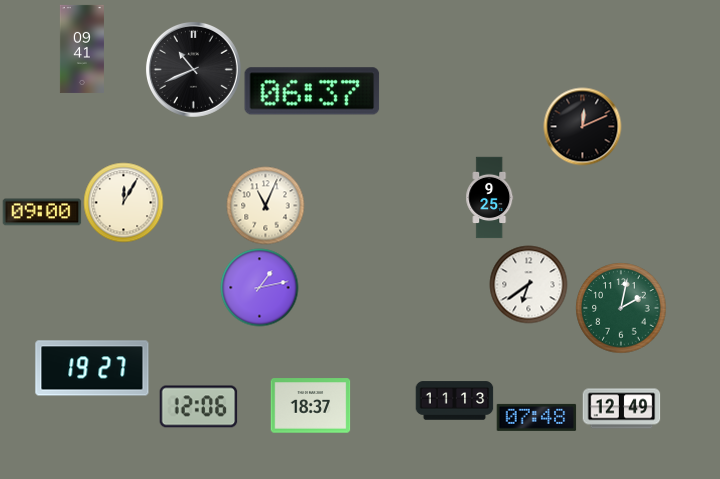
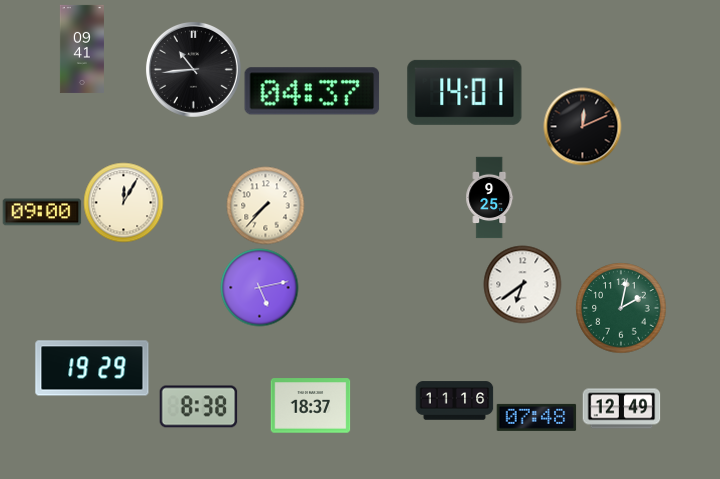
clock at (193, 69): 10:41 -> 10:44
clock at (312, 91): 06:37 -> 04:37
clock at (465, 92): none -> 14:01
clock at (265, 205): 11:04 -> 7:37
clock at (528, 284) position: (528, 284) -> (522, 284)
clock at (259, 287): 1:13 -> 5:13
clock at (92, 368): 19:27 -> 19:29
clock at (454, 401): 11:13 -> 11:16
clock at (198, 407): 12:06 -> 8:38
